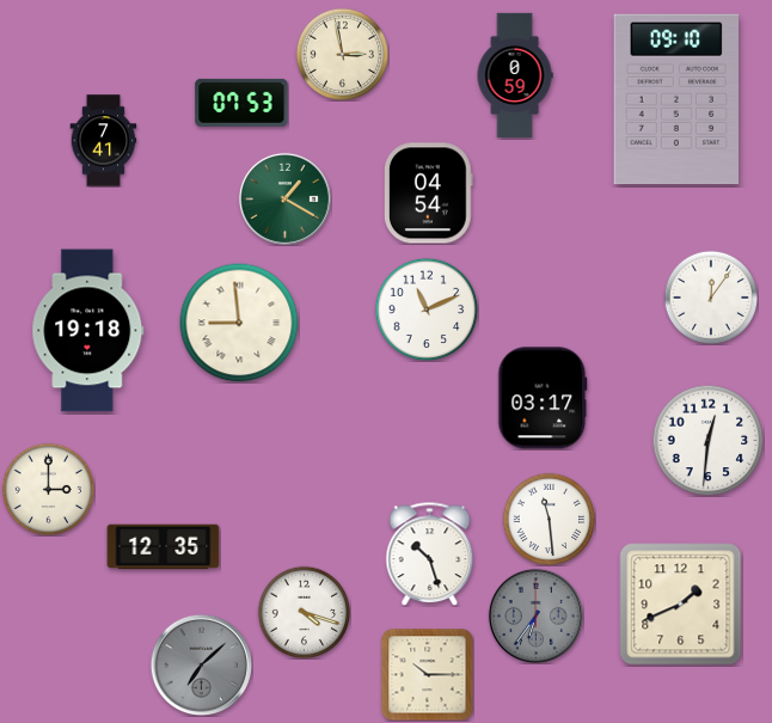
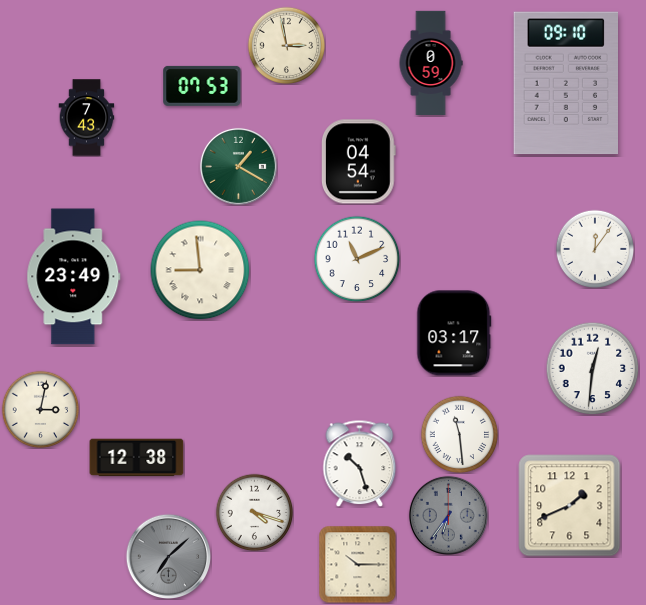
clock at (104, 141): 7:41 -> 7:43
clock at (88, 331): 19:18 -> 23:49
clock at (48, 489): 3:00 -> 3:02
clock at (164, 547): 12:35 -> 12:38
